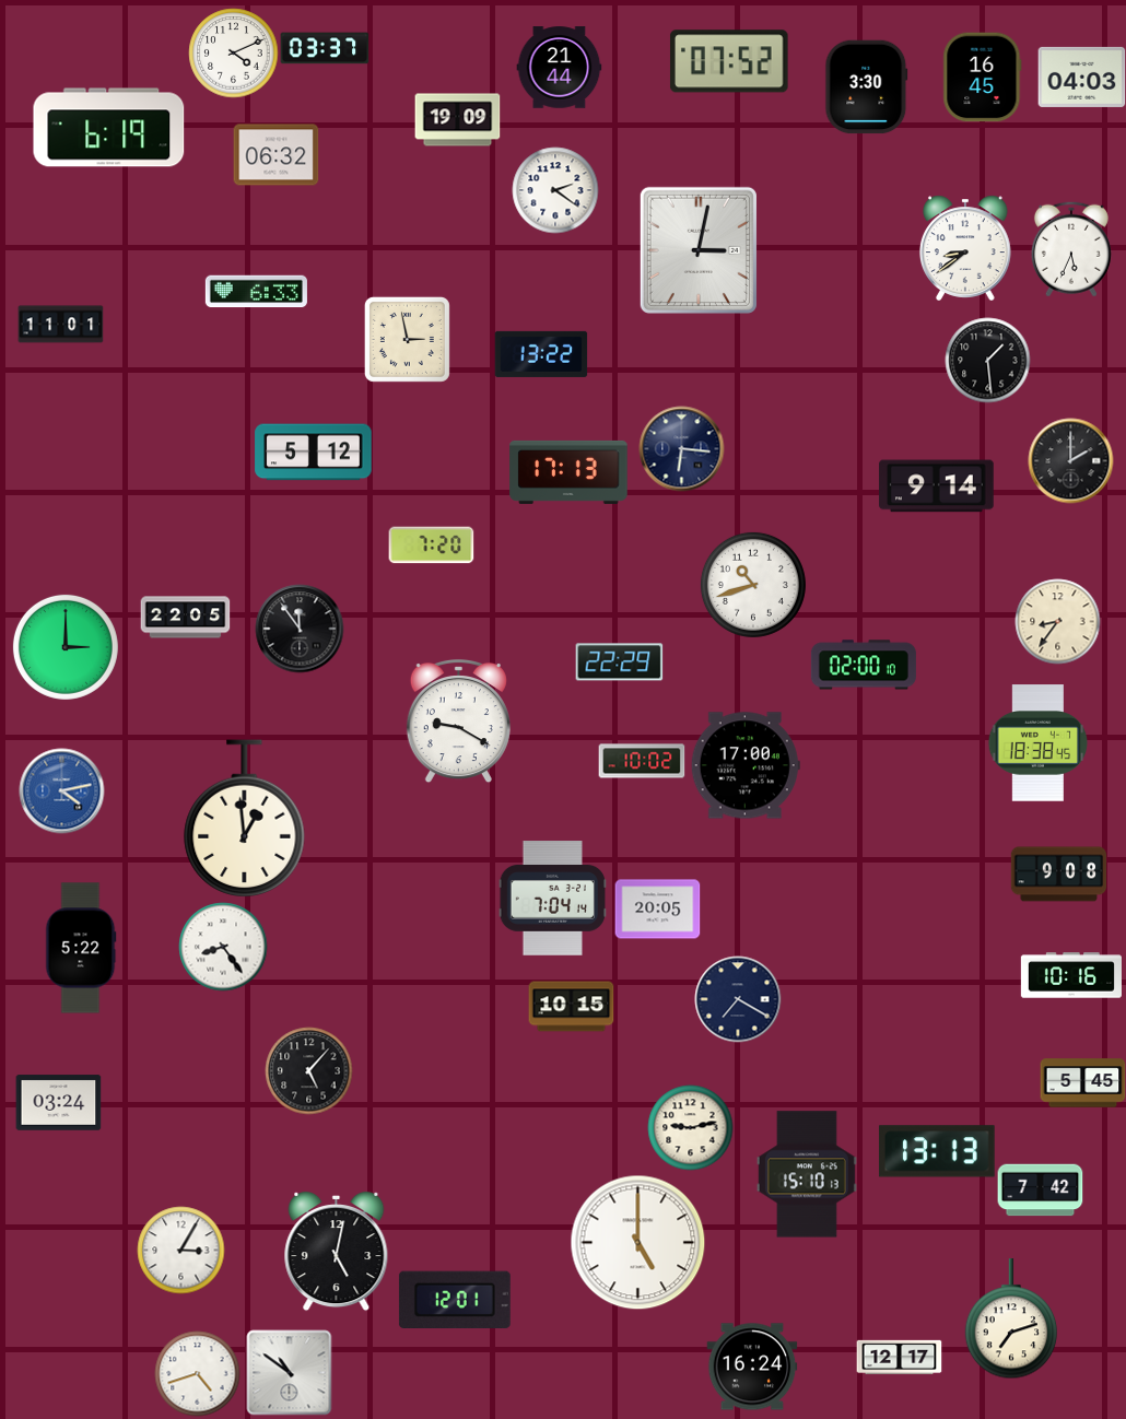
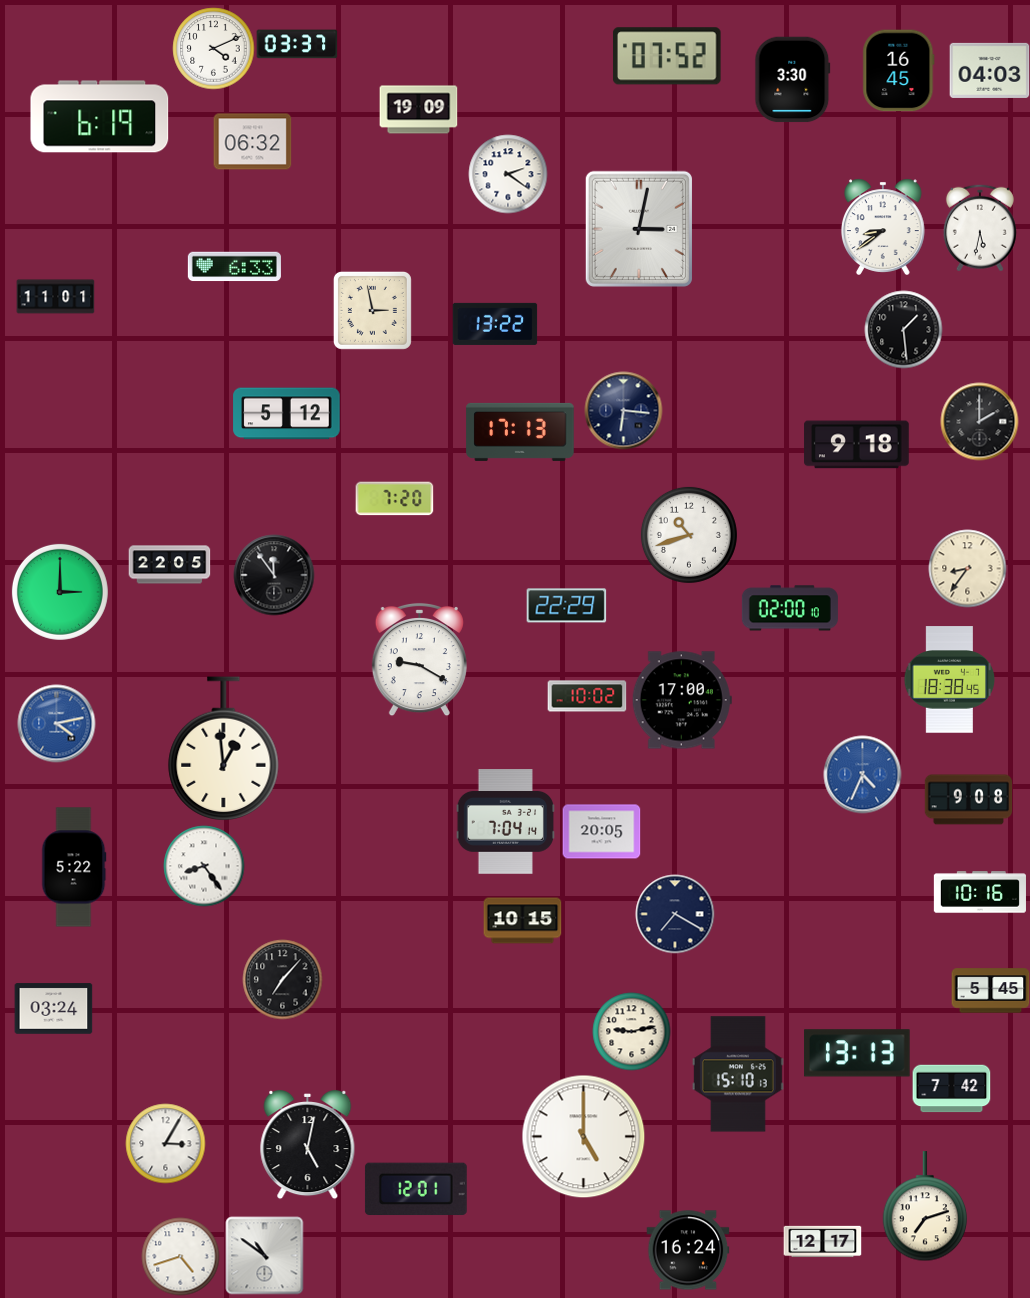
clock at (559, 68): 21:44 -> none
clock at (1071, 249): 5:34 -> 5:32
clock at (937, 486): 9:14 -> 9:18
clock at (862, 774): none -> 4:34
clock at (308, 1070): 5:07 -> 7:07
